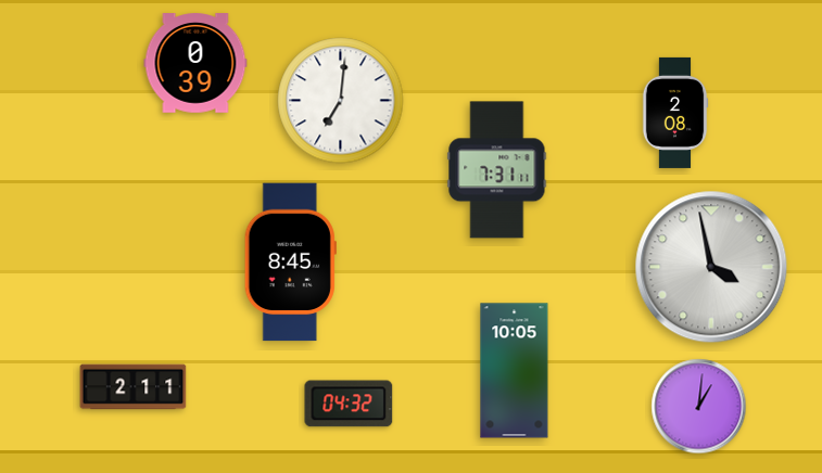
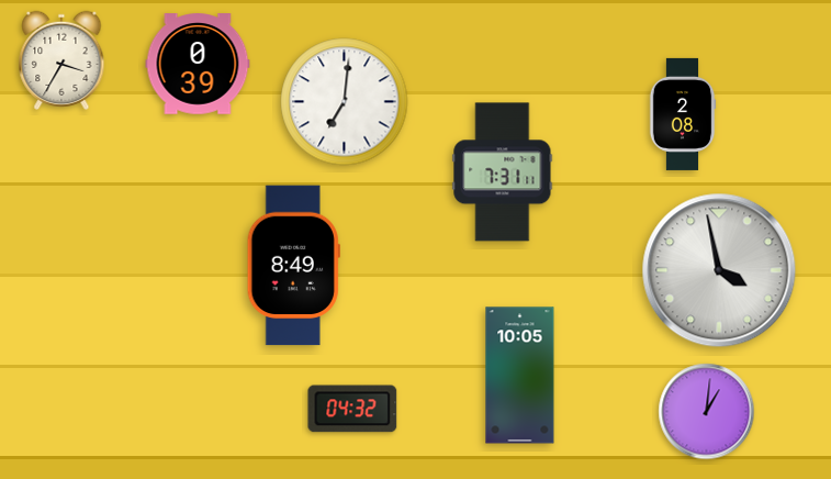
clock at (61, 60): none -> 3:35
clock at (290, 263): 8:45 -> 8:49
clock at (134, 387): 2:11 -> none
